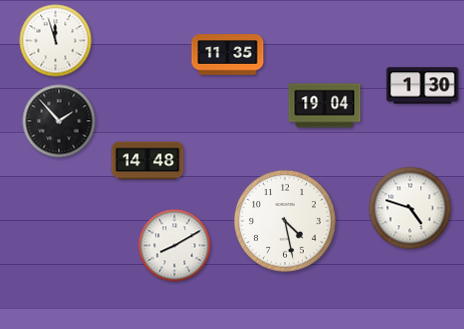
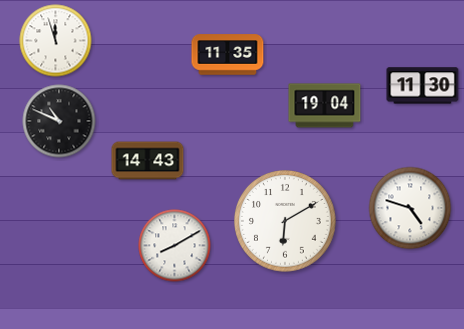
clock at (423, 86): 1:30 -> 11:30
clock at (59, 121): 1:53 -> 10:49
clock at (148, 161): 14:48 -> 14:43
clock at (286, 222): 4:28 -> 6:10
